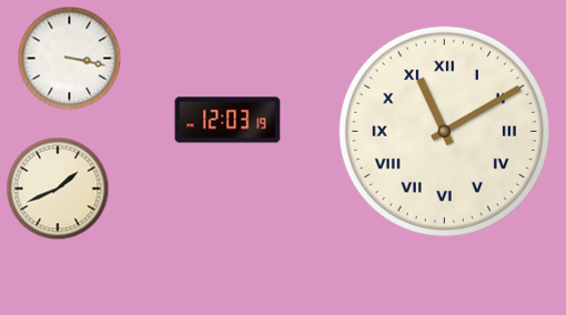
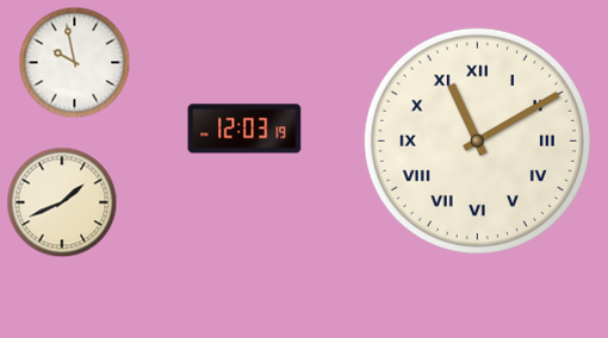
clock at (70, 59): 3:17 -> 9:58
